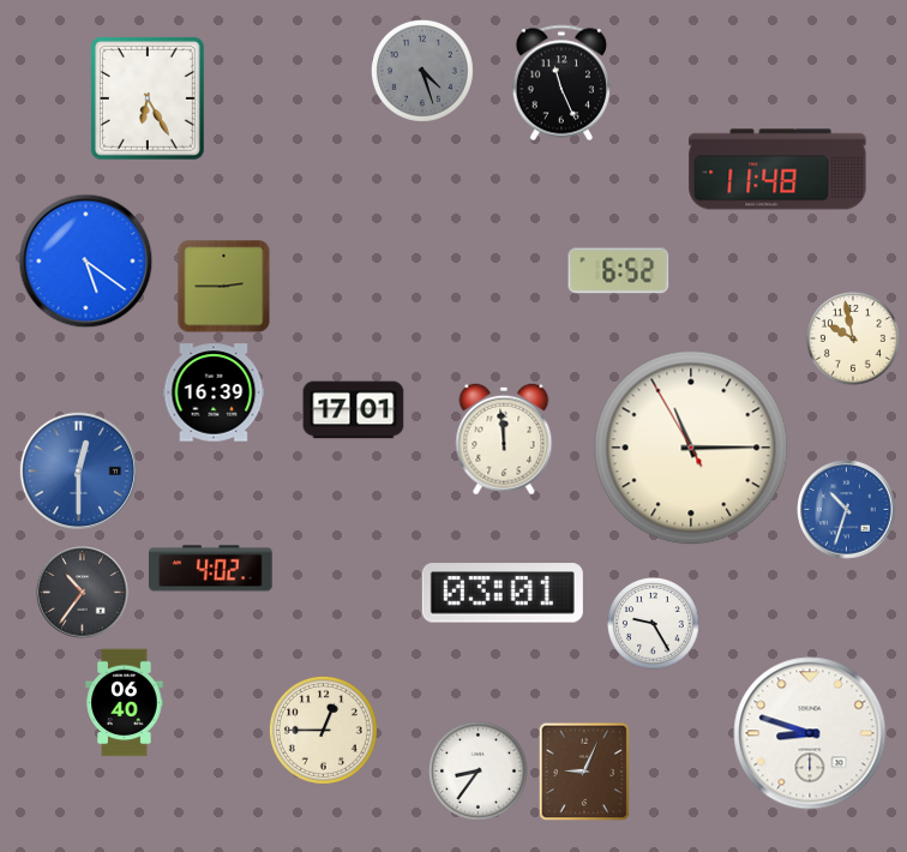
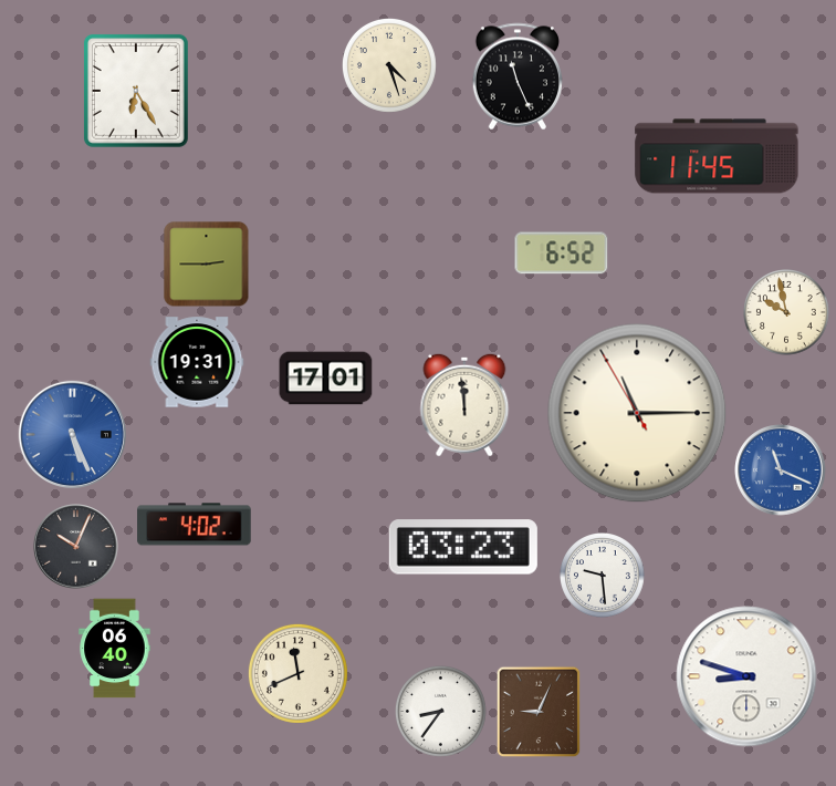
clock at (422, 71) dial: grey -> cream
clock at (777, 169): 11:48 -> 11:45
clock at (86, 262): 5:21 -> none
clock at (619, 271) position: (619, 271) -> (562, 254)
clock at (214, 392): 16:39 -> 19:31
clock at (78, 470): 12:30 -> 5:26
clock at (847, 510): 10:33 -> 11:19
clock at (83, 593): 10:36 -> 10:04
clock at (503, 593): 03:01 -> 03:23
clock at (654, 624): 9:25 -> 9:29
clock at (323, 730): 12:45 -> 11:41
